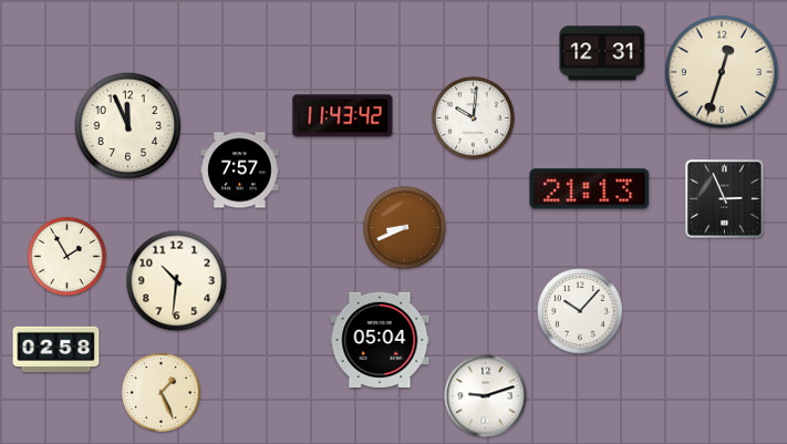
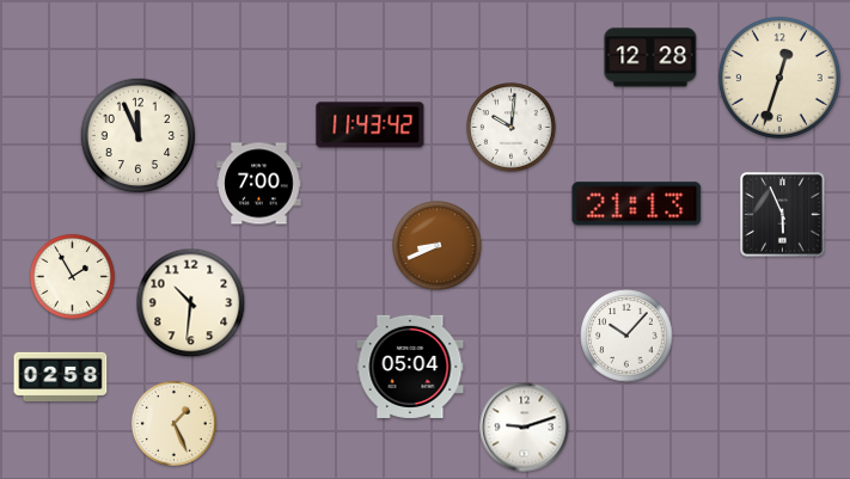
clock at (602, 53): 12:31 -> 12:28
clock at (240, 171): 7:57 -> 7:00
clock at (725, 199): 2:56 -> 5:56
